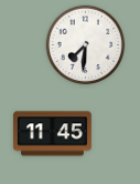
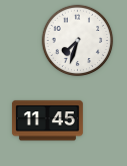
clock at (86, 45): 7:31 -> 7:33
